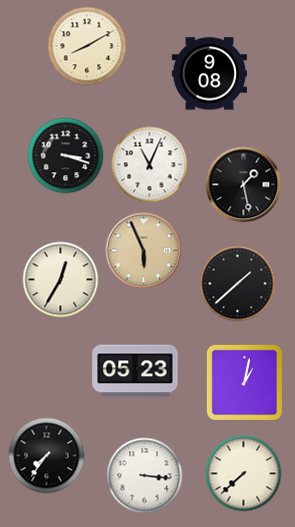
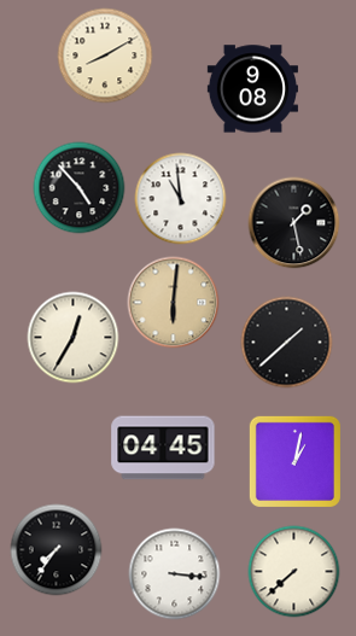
clock at (66, 156): 3:18 -> 4:53
clock at (150, 165): 11:04 -> 10:59
clock at (144, 251): 5:56 -> 6:01
clock at (135, 371): 05:23 -> 04:45
